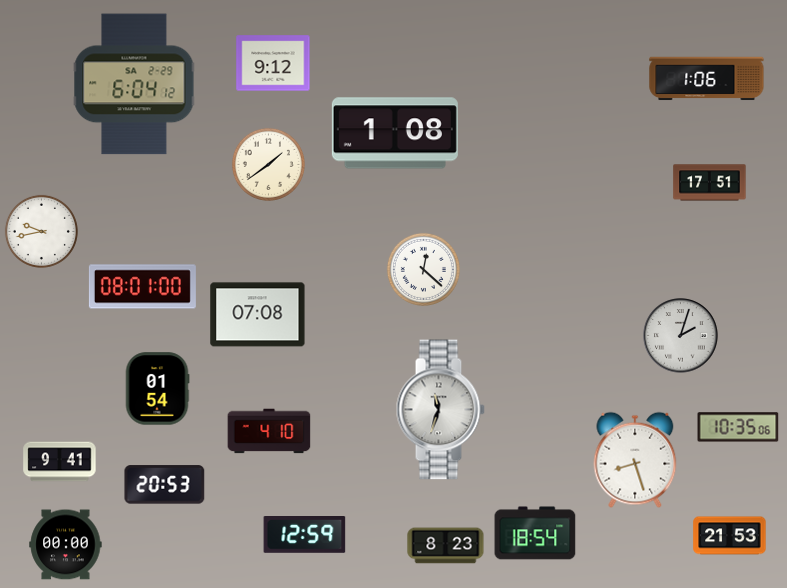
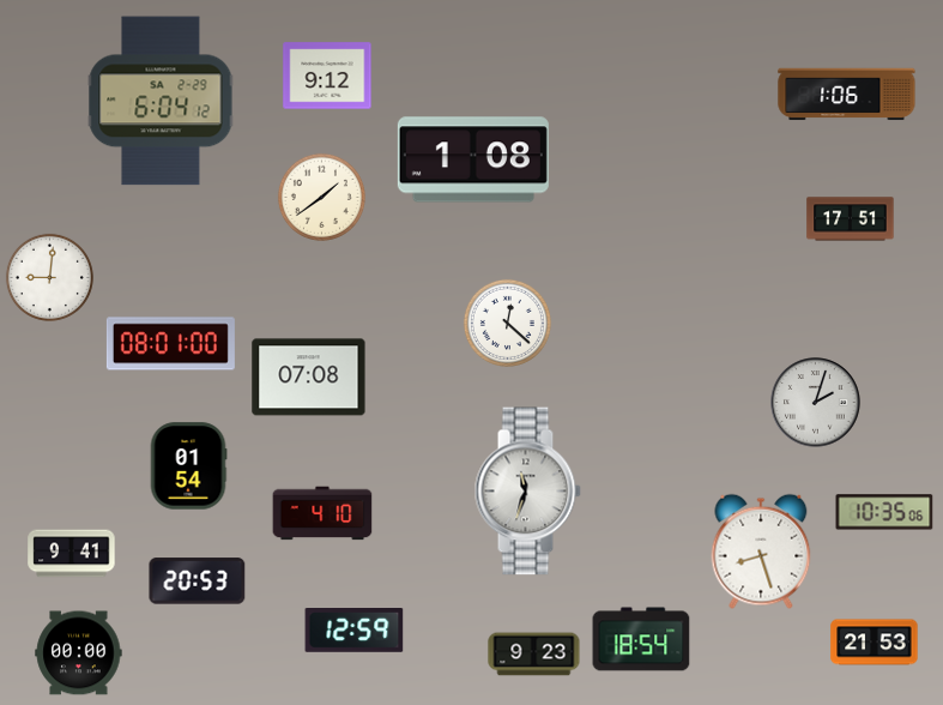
clock at (41, 231): 9:43 -> 9:01
clock at (269, 431) position: (269, 431) -> (322, 513)
clock at (305, 535) position: (305, 535) -> (355, 631)
clock at (446, 546): 8:23 -> 9:23
